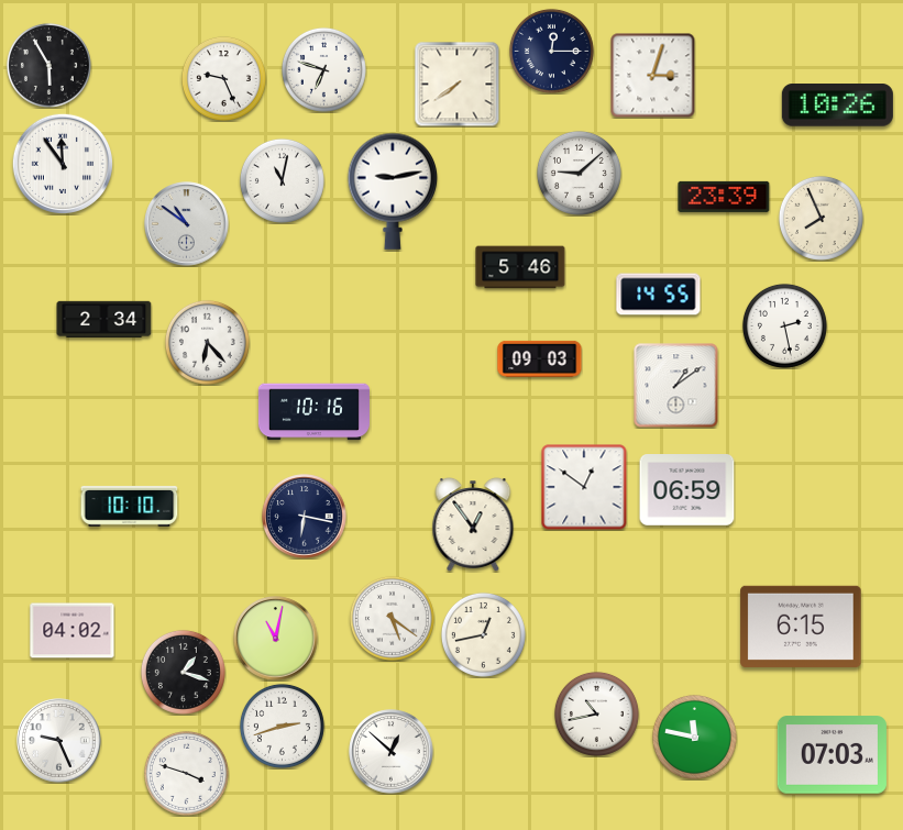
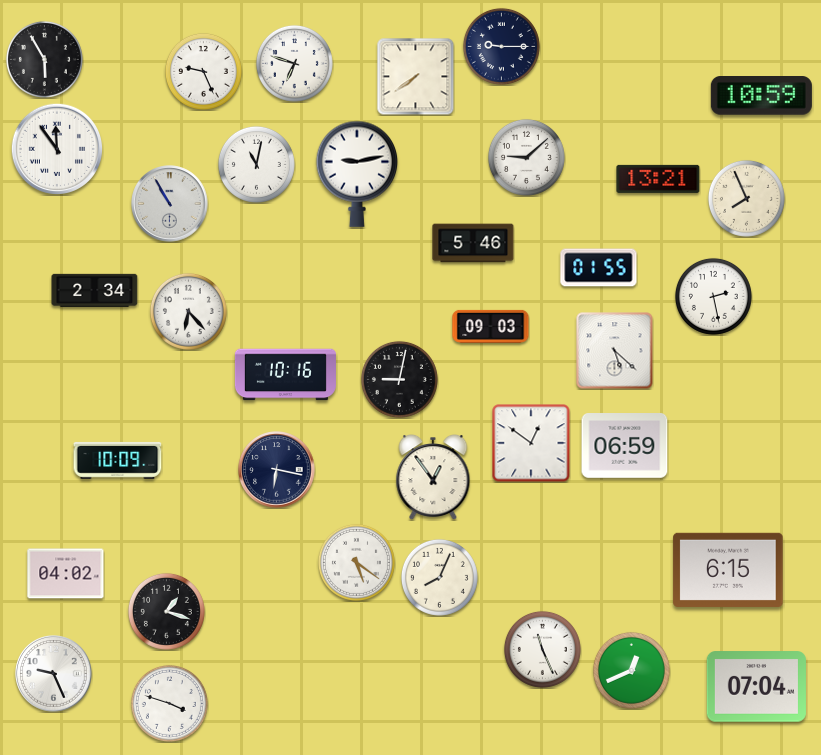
clock at (551, 51): 12:15 -> 9:15
clock at (652, 75): 3:03 -> none
clock at (837, 106): 10:26 -> 10:59
clock at (724, 197): 23:39 -> 13:21
clock at (187, 224): 10:51 -> 10:55
clock at (659, 295): 14:55 -> 01:55
clock at (676, 386): 1:09 -> 5:22
clock at (399, 379): none -> 9:02
clock at (130, 506): 10:10 -> 10:09
clock at (473, 525) position: (473, 525) -> (433, 478)
clock at (483, 634): 12:43 -> 8:04
clock at (276, 639): 11:02 -> none
clock at (596, 713): 10:43 -> 11:26
clock at (282, 726): 2:42 -> none
clock at (694, 737): 11:47 -> 12:41
clock at (392, 752): 12:52 -> none
clock at (832, 755): 07:03 -> 07:04
